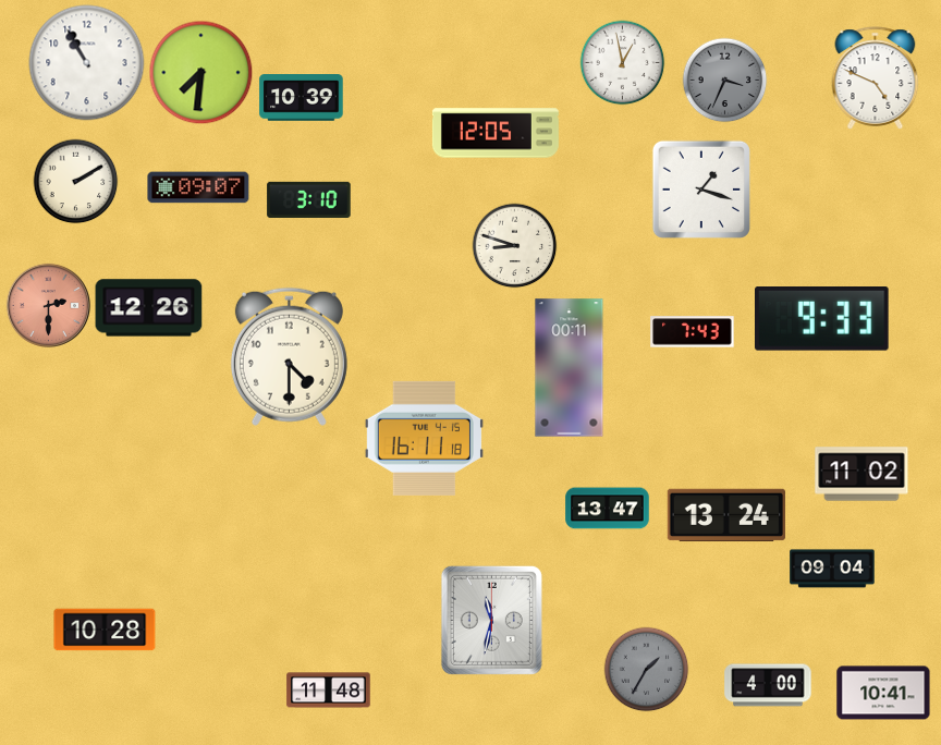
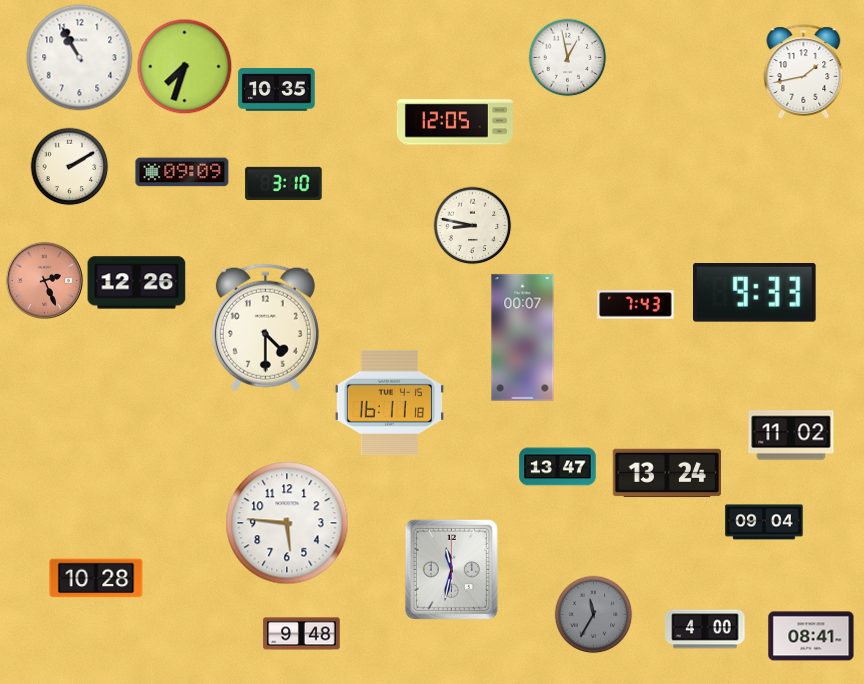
clock at (622, 62) position: (622, 62) -> (567, 57)
clock at (200, 72): 7:31 -> 7:33
clock at (876, 78): 4:49 -> 1:43
clock at (724, 80): 3:34 -> none
clock at (302, 98): 10:39 -> 10:35
clock at (198, 187): 09:07 -> 09:09
clock at (701, 190): 1:18 -> none
clock at (514, 245): 8:48 -> 8:47
clock at (48, 305): 2:30 -> 2:26
clock at (570, 368): 00:11 -> 00:07
clock at (287, 523): none -> 5:46
clock at (646, 669): 1:35 -> 11:35
clock at (329, 691): 11:48 -> 9:48
clock at (883, 693): 10:41 -> 08:41
